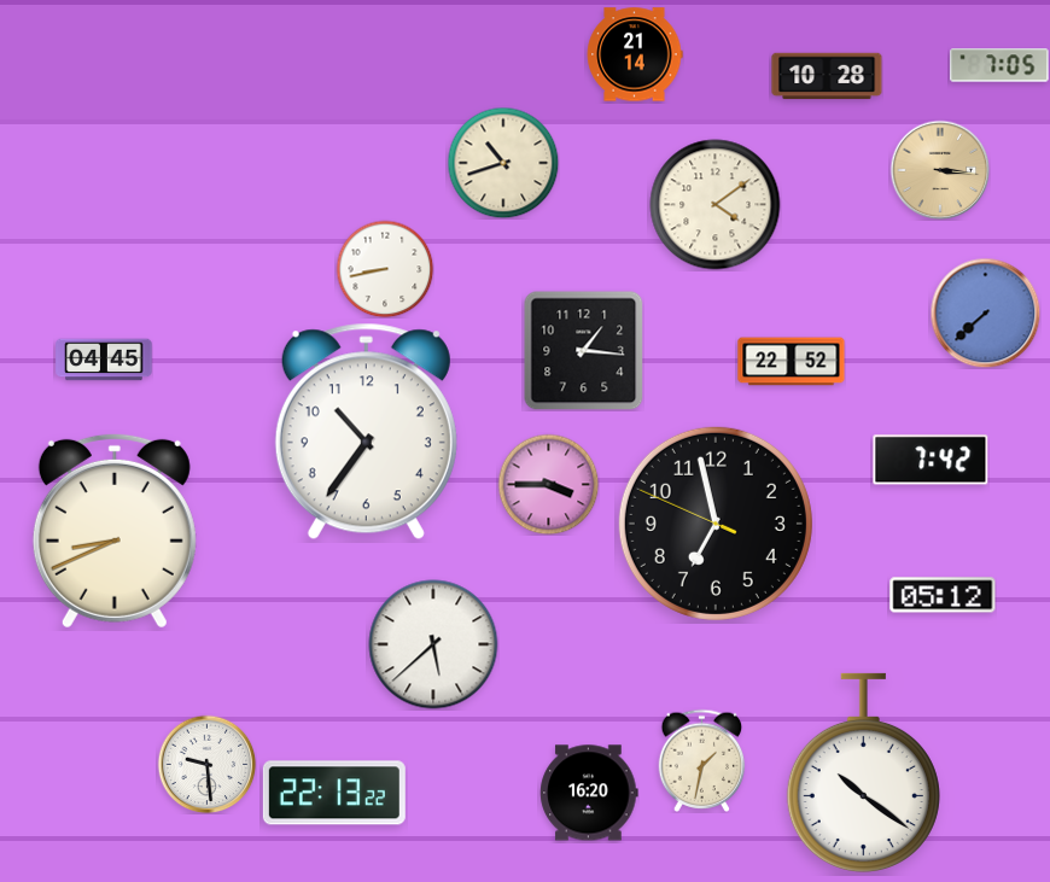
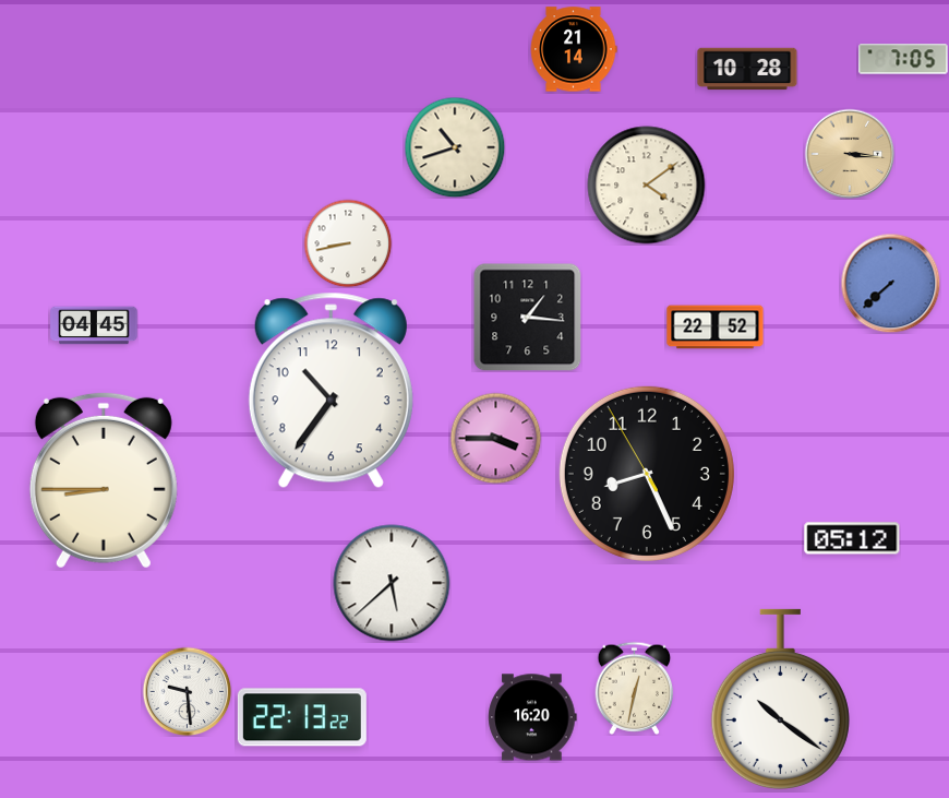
clock at (931, 460): 7:42 -> none
clock at (716, 524): 6:57 -> 8:25
clock at (115, 531): 8:41 -> 8:45
clock at (702, 760): 1:32 -> 12:32
